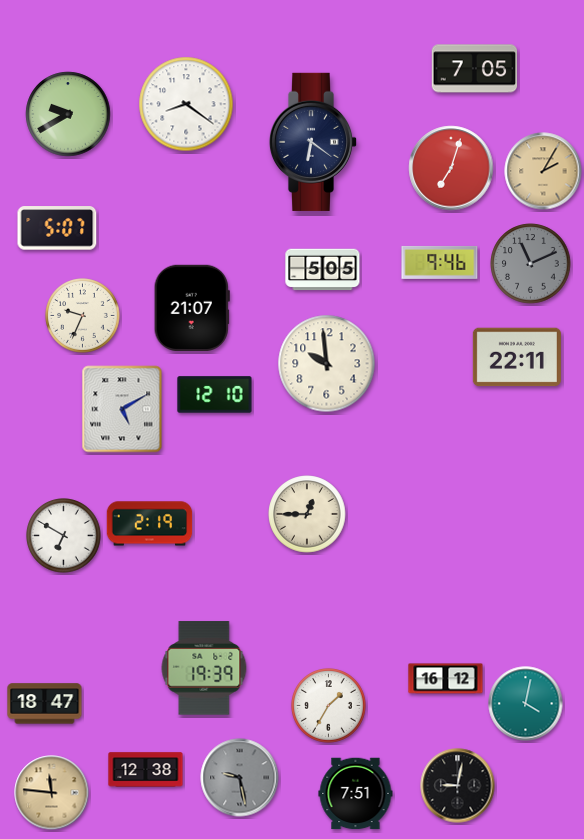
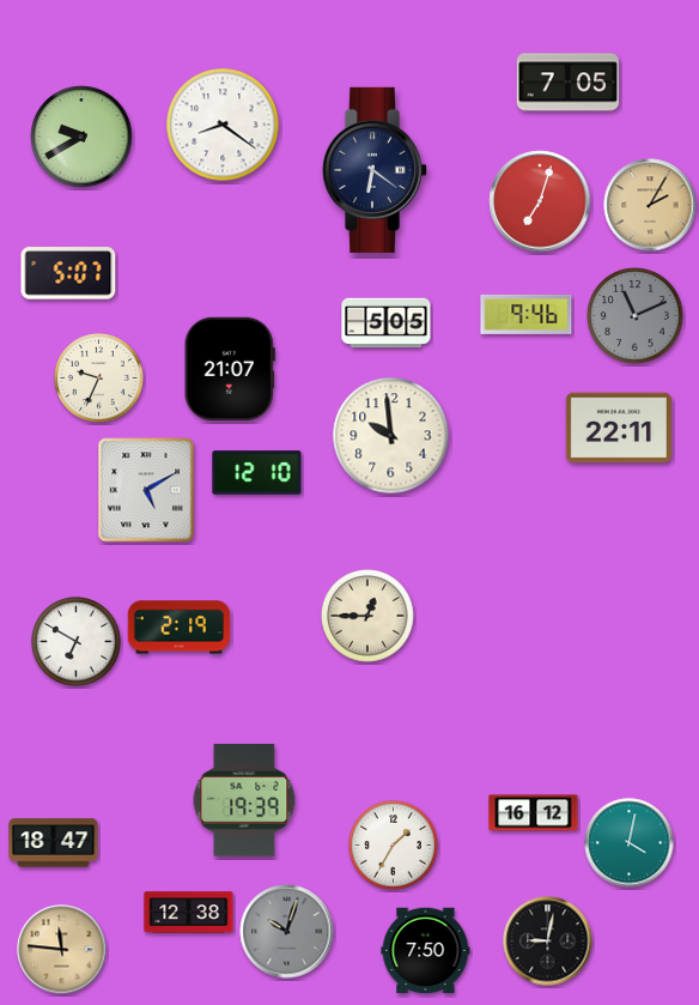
clock at (146, 770) position: (146, 770) -> (189, 913)
clock at (240, 778): 9:28 -> 10:03
clock at (356, 794): 7:51 -> 7:50
